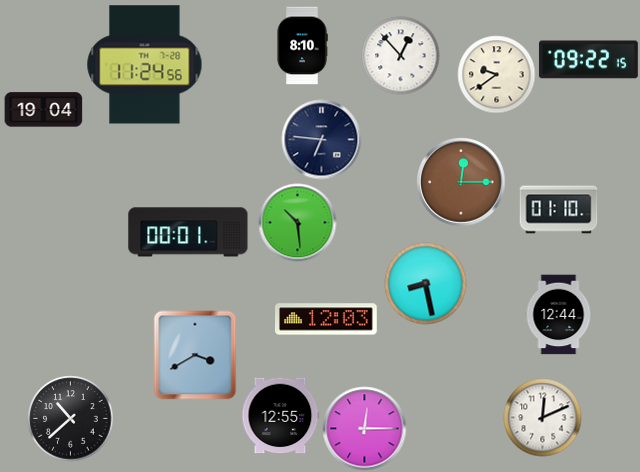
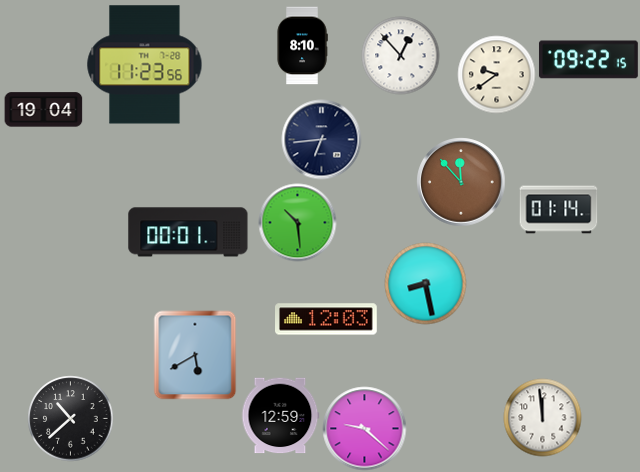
clock at (145, 65): 11:24 -> 11:23
clock at (321, 139): 6:46 -> 6:44
clock at (461, 182): 12:15 -> 11:53
clock at (558, 210): 01:10 -> 01:14
clock at (559, 314): 12:44 -> none
clock at (195, 355): 3:40 -> 5:40
clock at (280, 416): 12:55 -> 12:59
clock at (542, 417): 12:11 -> 11:59
clock at (364, 428): 12:15 -> 9:22
